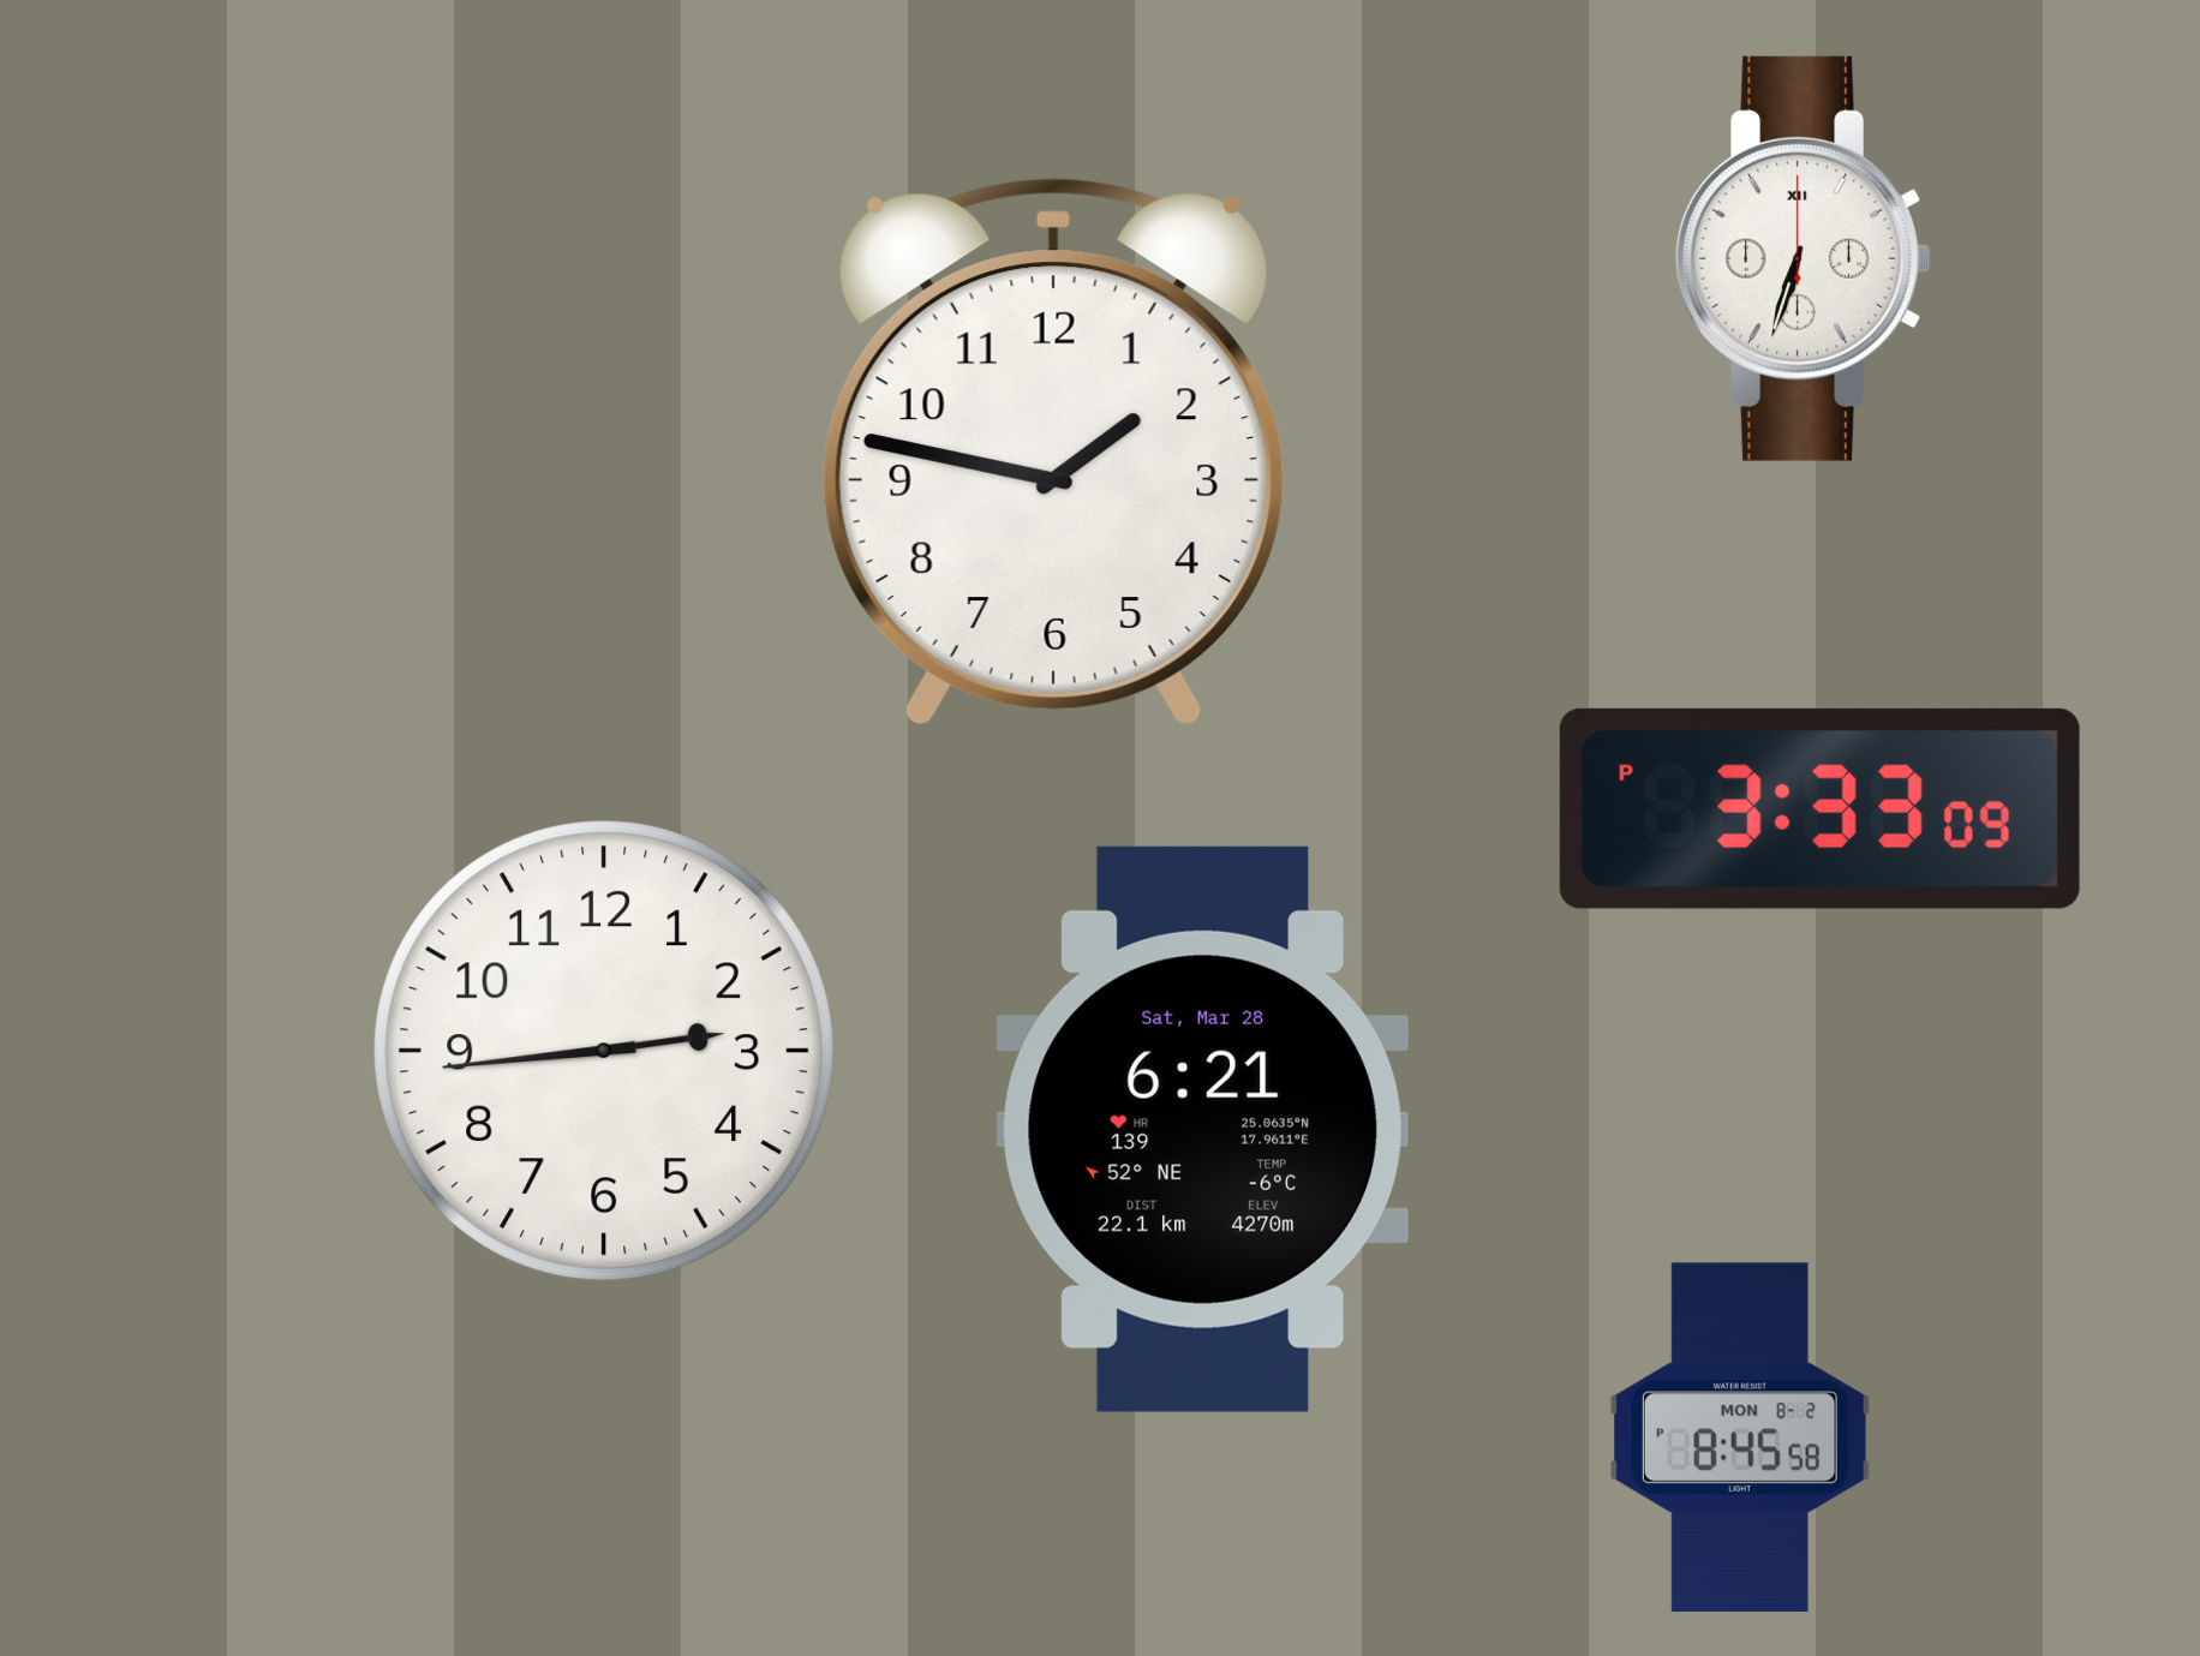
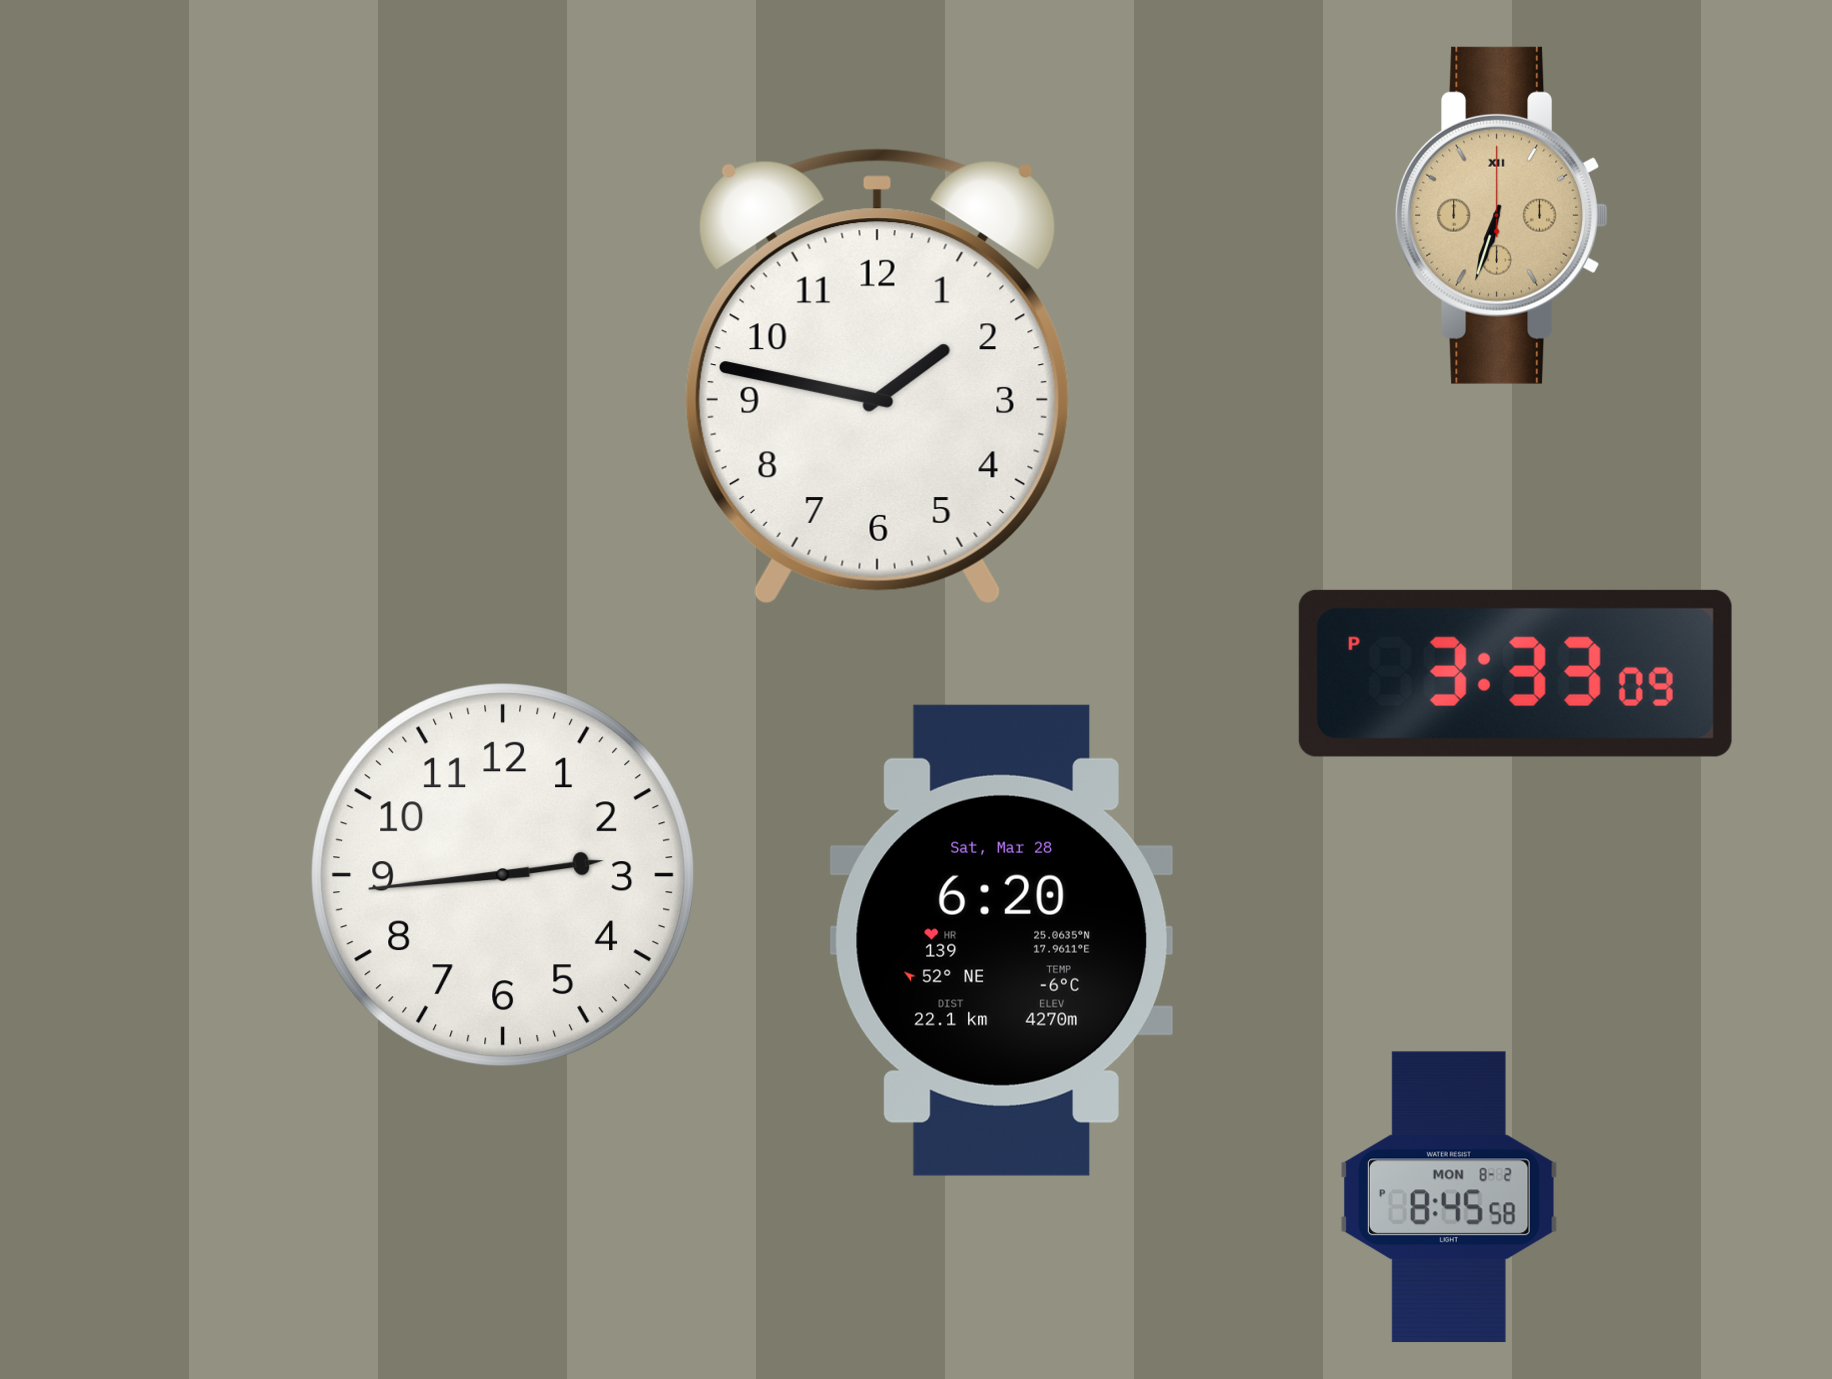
clock at (1803, 258) dial: white -> champagne
clock at (1202, 1129): 6:21 -> 6:20
